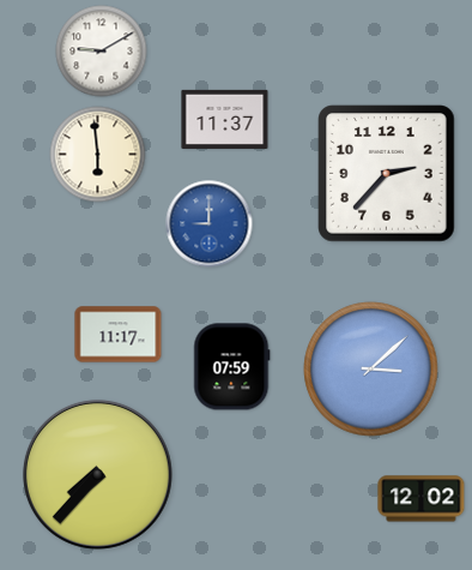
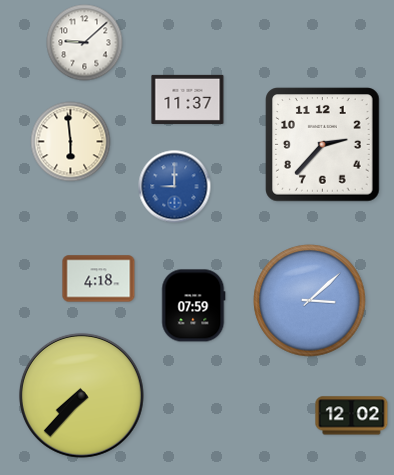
clock at (102, 52): 9:10 -> 9:08
clock at (98, 155) position: (98, 155) -> (71, 142)
clock at (119, 335): 11:17 -> 4:18
clock at (371, 370) position: (371, 370) -> (310, 301)
